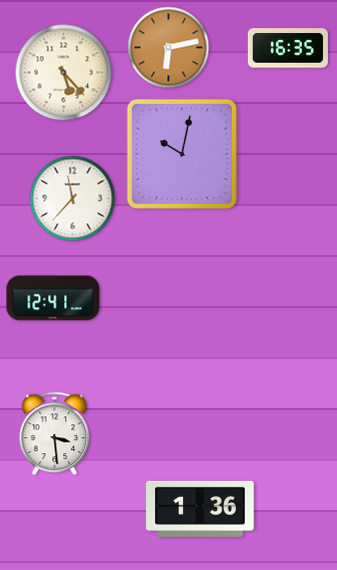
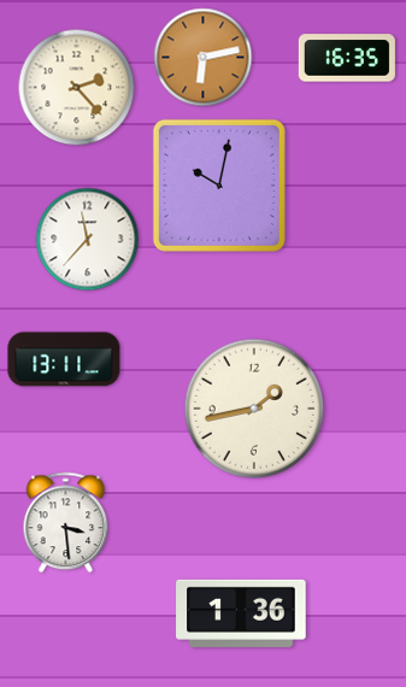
clock at (64, 73): 5:23 -> 2:23
clock at (53, 298): 12:41 -> 13:11
clock at (254, 409): none -> 1:43
